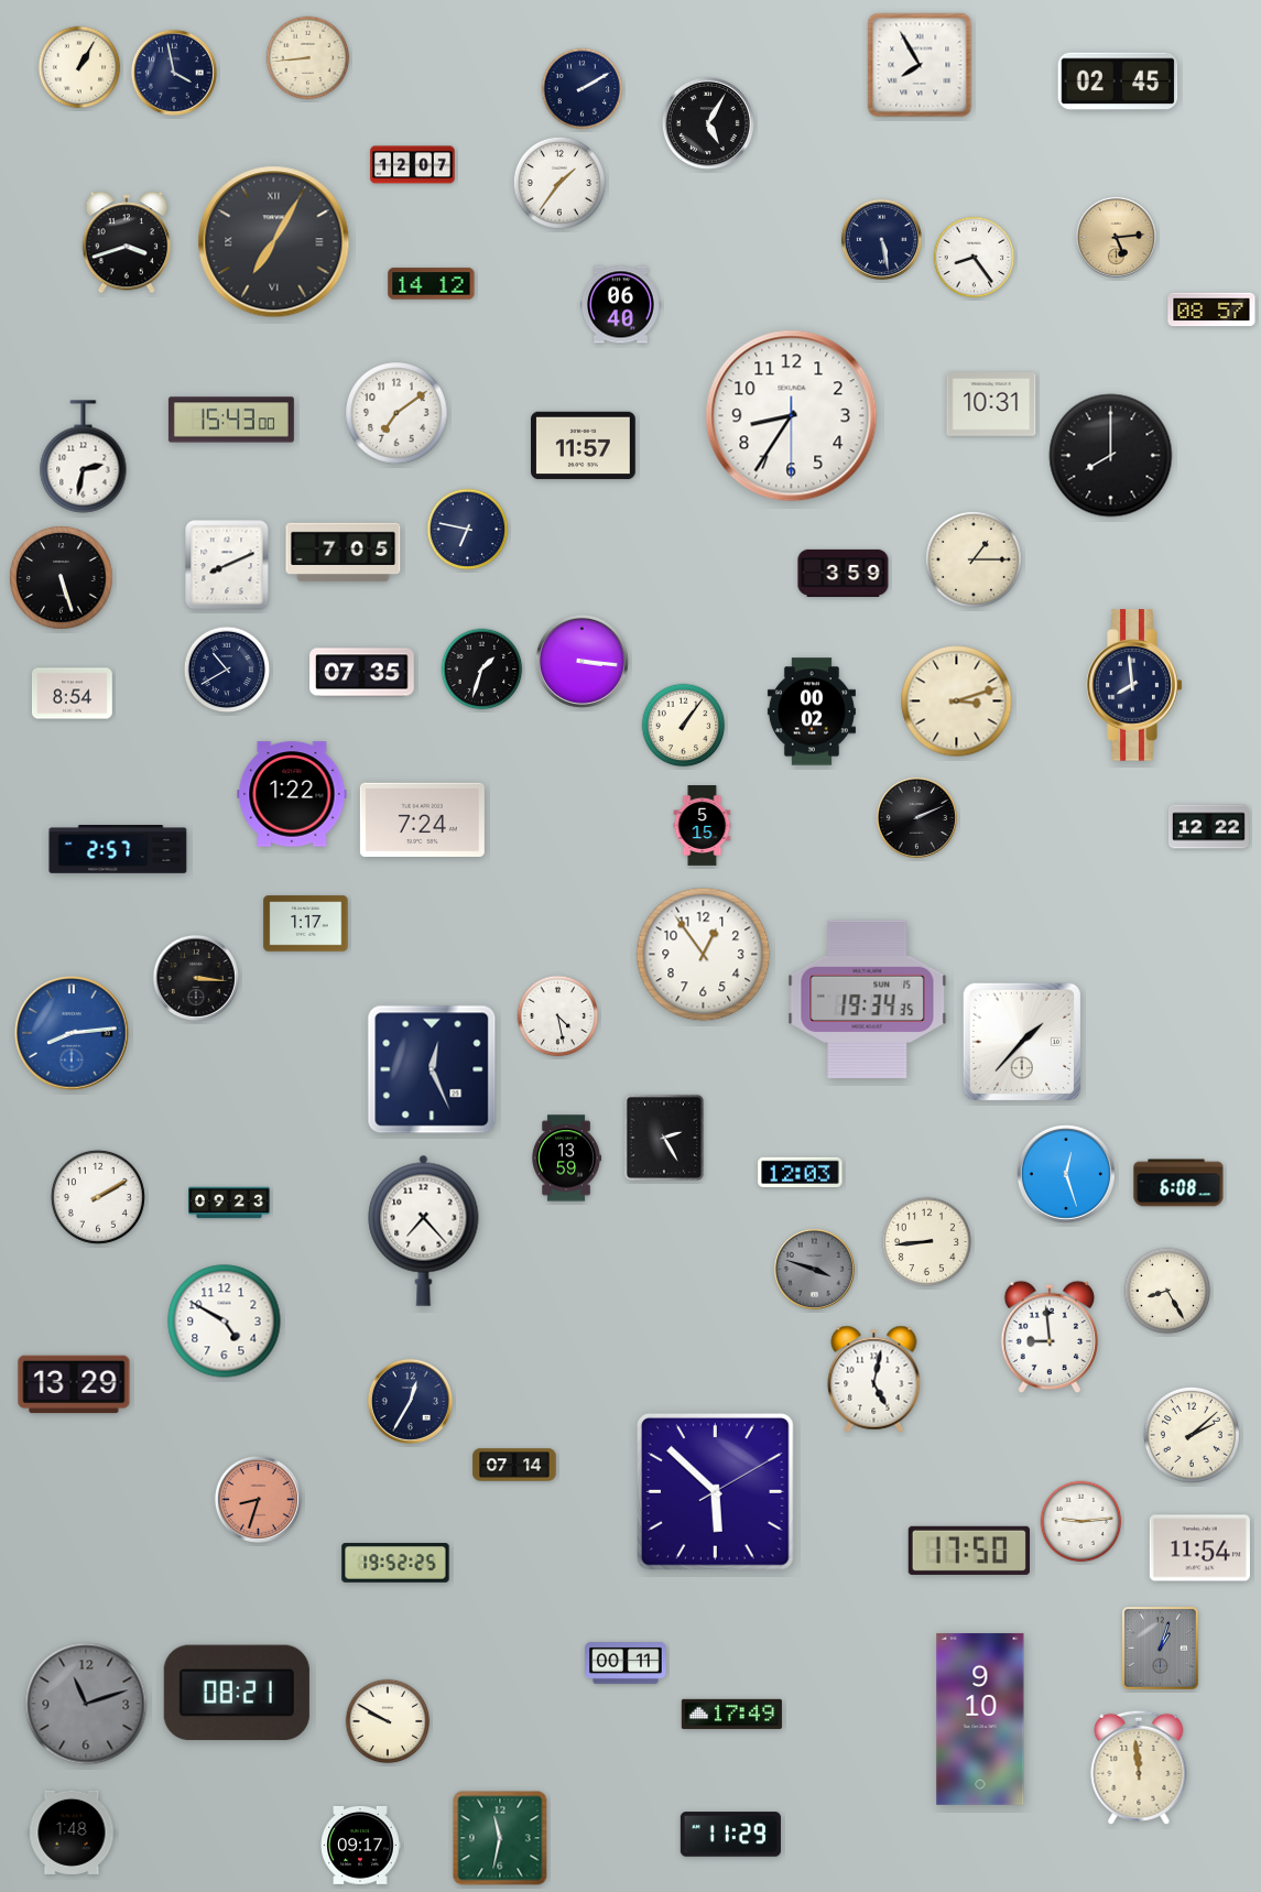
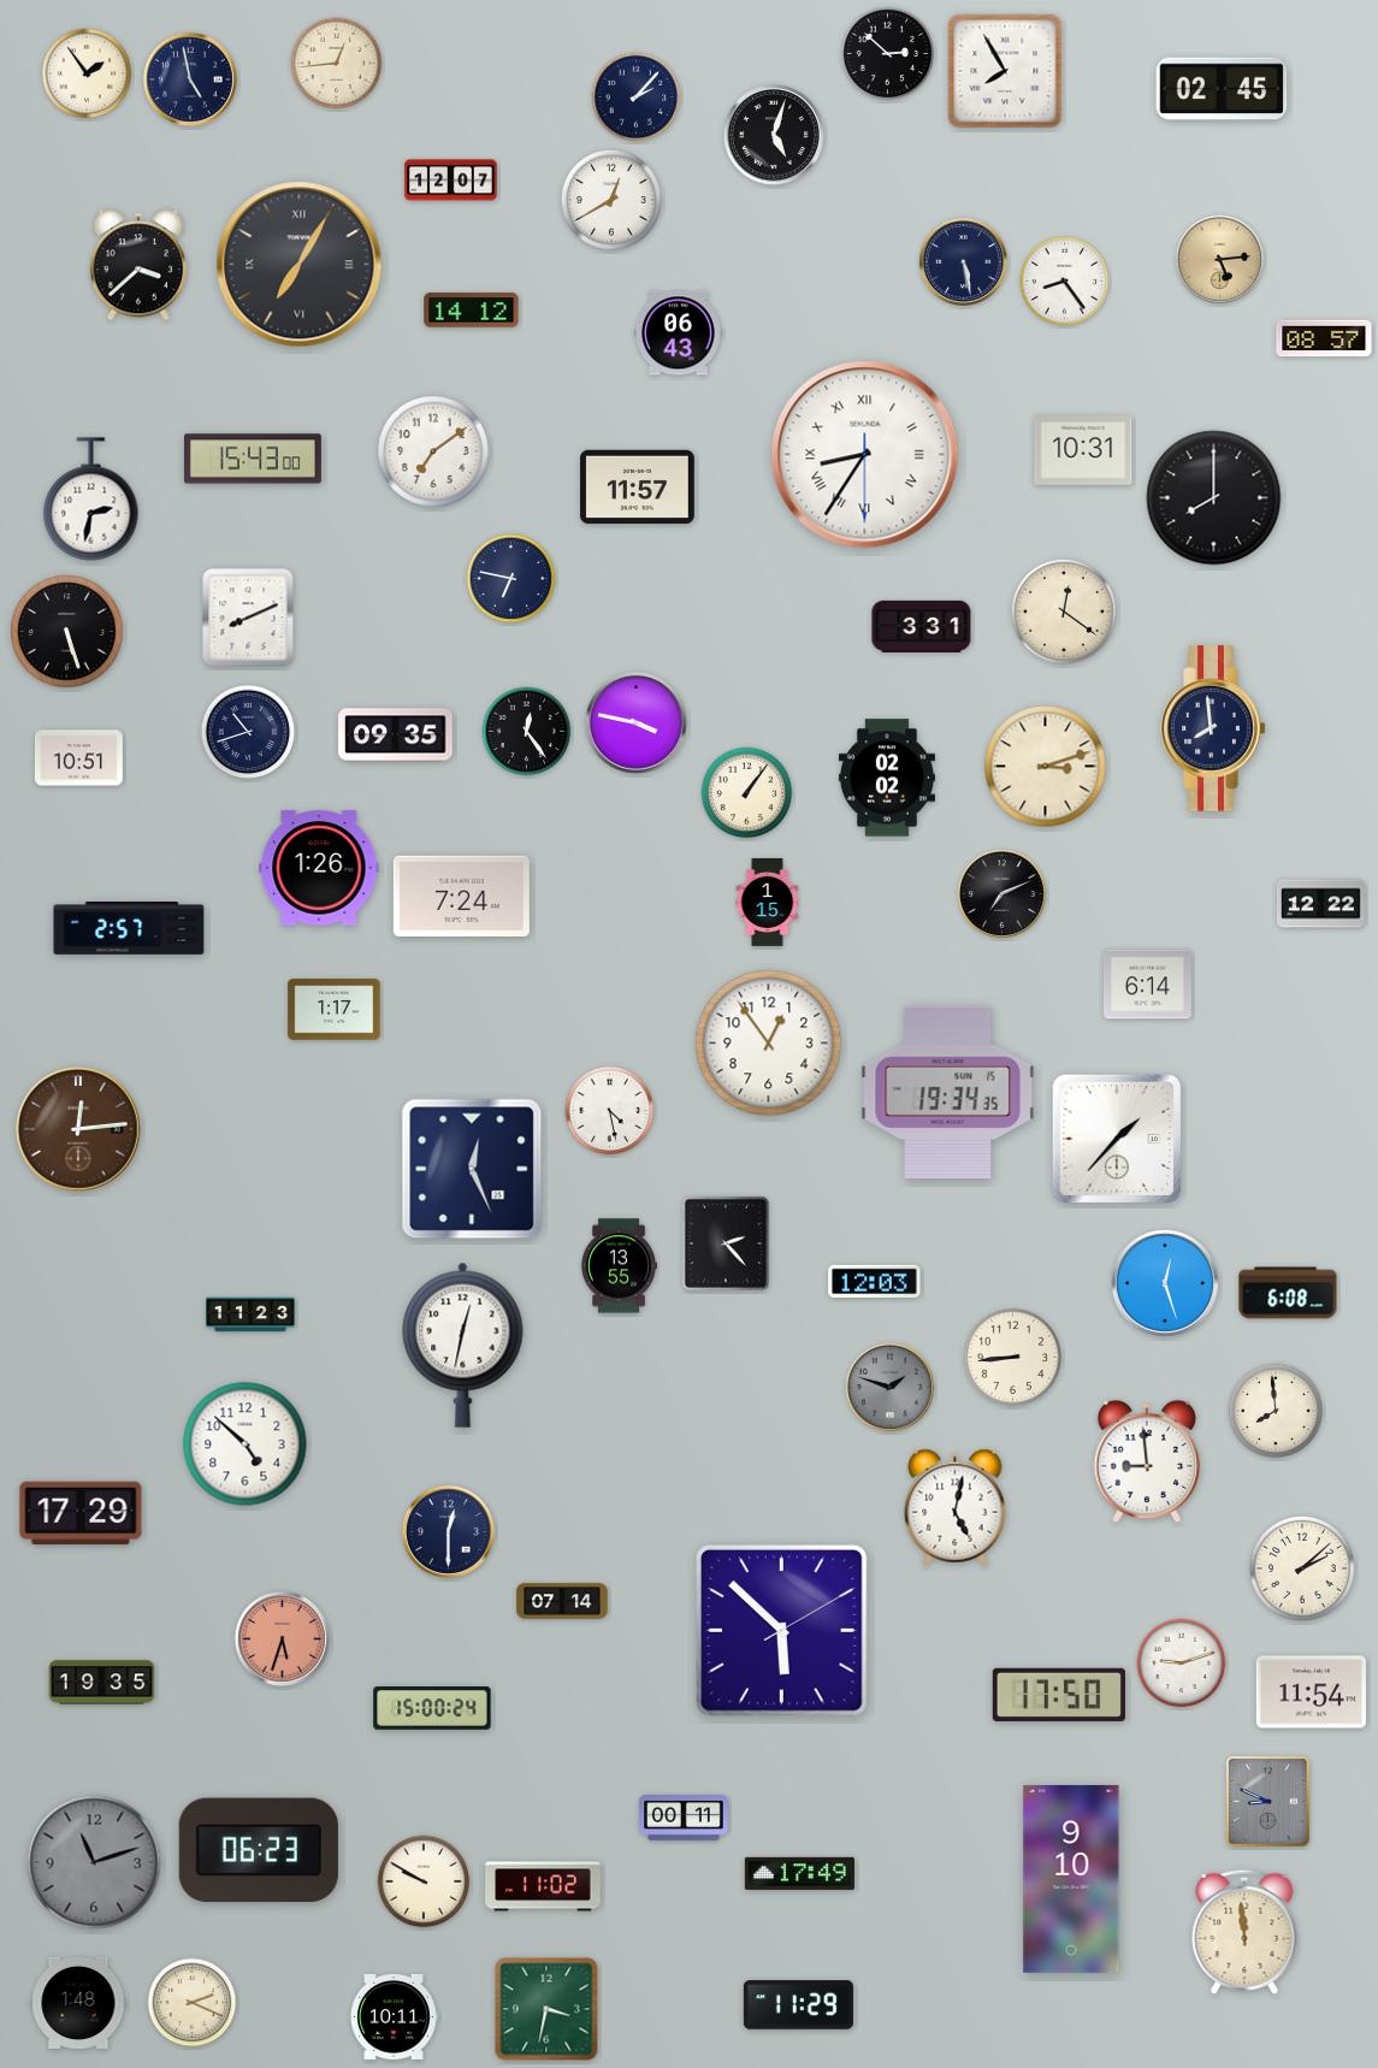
clock at (888, 54): none -> 2:52
clock at (308, 58): 8:44 -> 12:44
clock at (79, 67): 1:05 -> 1:54
clock at (174, 73): 3:58 -> 4:58
clock at (583, 89): 2:10 -> 2:07
clock at (708, 123): 5:05 -> 5:03
clock at (559, 183): 1:36 -> 12:40
clock at (127, 242): 3:42 -> 3:38
clock at (620, 305): 06:40 -> 06:43
clock at (991, 405) position: (991, 405) -> (1083, 451)
clock at (792, 416) numerals: Arabic -> Roman
clock at (344, 553): 7:05 -> none
clock at (974, 559): 1:15 -> 12:21
clock at (844, 573): 3:59 -> 3:31
clock at (581, 661): 3:16 -> 3:47
clock at (227, 670): 10:40 -> 10:42
clock at (482, 670): 1:33 -> 12:24
clock at (362, 673): 07:35 -> 09:35
clock at (1134, 685) position: (1134, 685) -> (1213, 728)
clock at (72, 694): 8:54 -> 10:51
clock at (812, 711): 00:02 -> 02:02
clock at (292, 794): 1:22 -> 1:26
clock at (916, 817): 2:11 -> 7:11
clock at (703, 826): 5:15 -> 1:15
clock at (1147, 985): none -> 6:14
clock at (196, 978): 3:16 -> none
clock at (72, 1033): 8:14 -> 12:14
clock at (72, 1033) dial: blue -> brown
clock at (664, 1138): 2:25 -> 2:23
clock at (566, 1159): 13:59 -> 13:55
clock at (98, 1197): 2:10 -> none
clock at (229, 1203): 09:23 -> 11:23
clock at (424, 1230): 7:23 -> 12:32
clock at (814, 1269): 3:48 -> 1:48
clock at (1167, 1291): 8:25 -> 7:59
clock at (225, 1322): 4:50 -> 4:52
clock at (74, 1384): 13:29 -> 17:29
clock at (410, 1401): 12:35 -> 12:30
clock at (258, 1499): 8:33 -> 5:33
clock at (1081, 1522): 9:14 -> 9:12
clock at (102, 1683): none -> 19:35
clock at (395, 1563): 19:52 -> 15:00
clock at (1161, 1649): 1:03 -> 8:49
clock at (237, 1693): 08:21 -> 06:23
clock at (543, 1886): none -> 11:02
clock at (193, 2003): none -> 2:19
clock at (500, 1838): 11:32 -> 3:32
clock at (360, 1845): 09:17 -> 10:11
